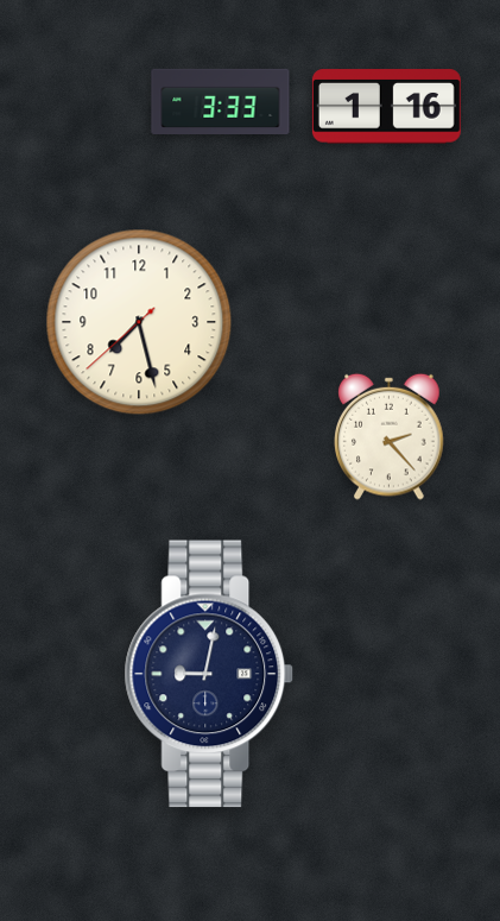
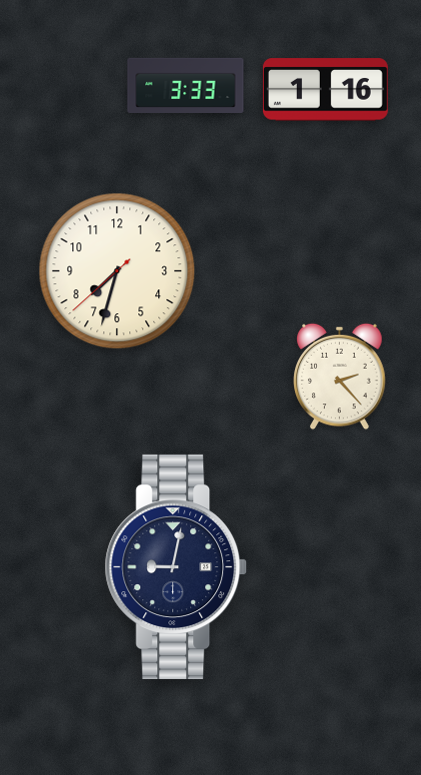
clock at (139, 322): 7:27 -> 7:32
clock at (390, 436) position: (390, 436) -> (340, 376)
